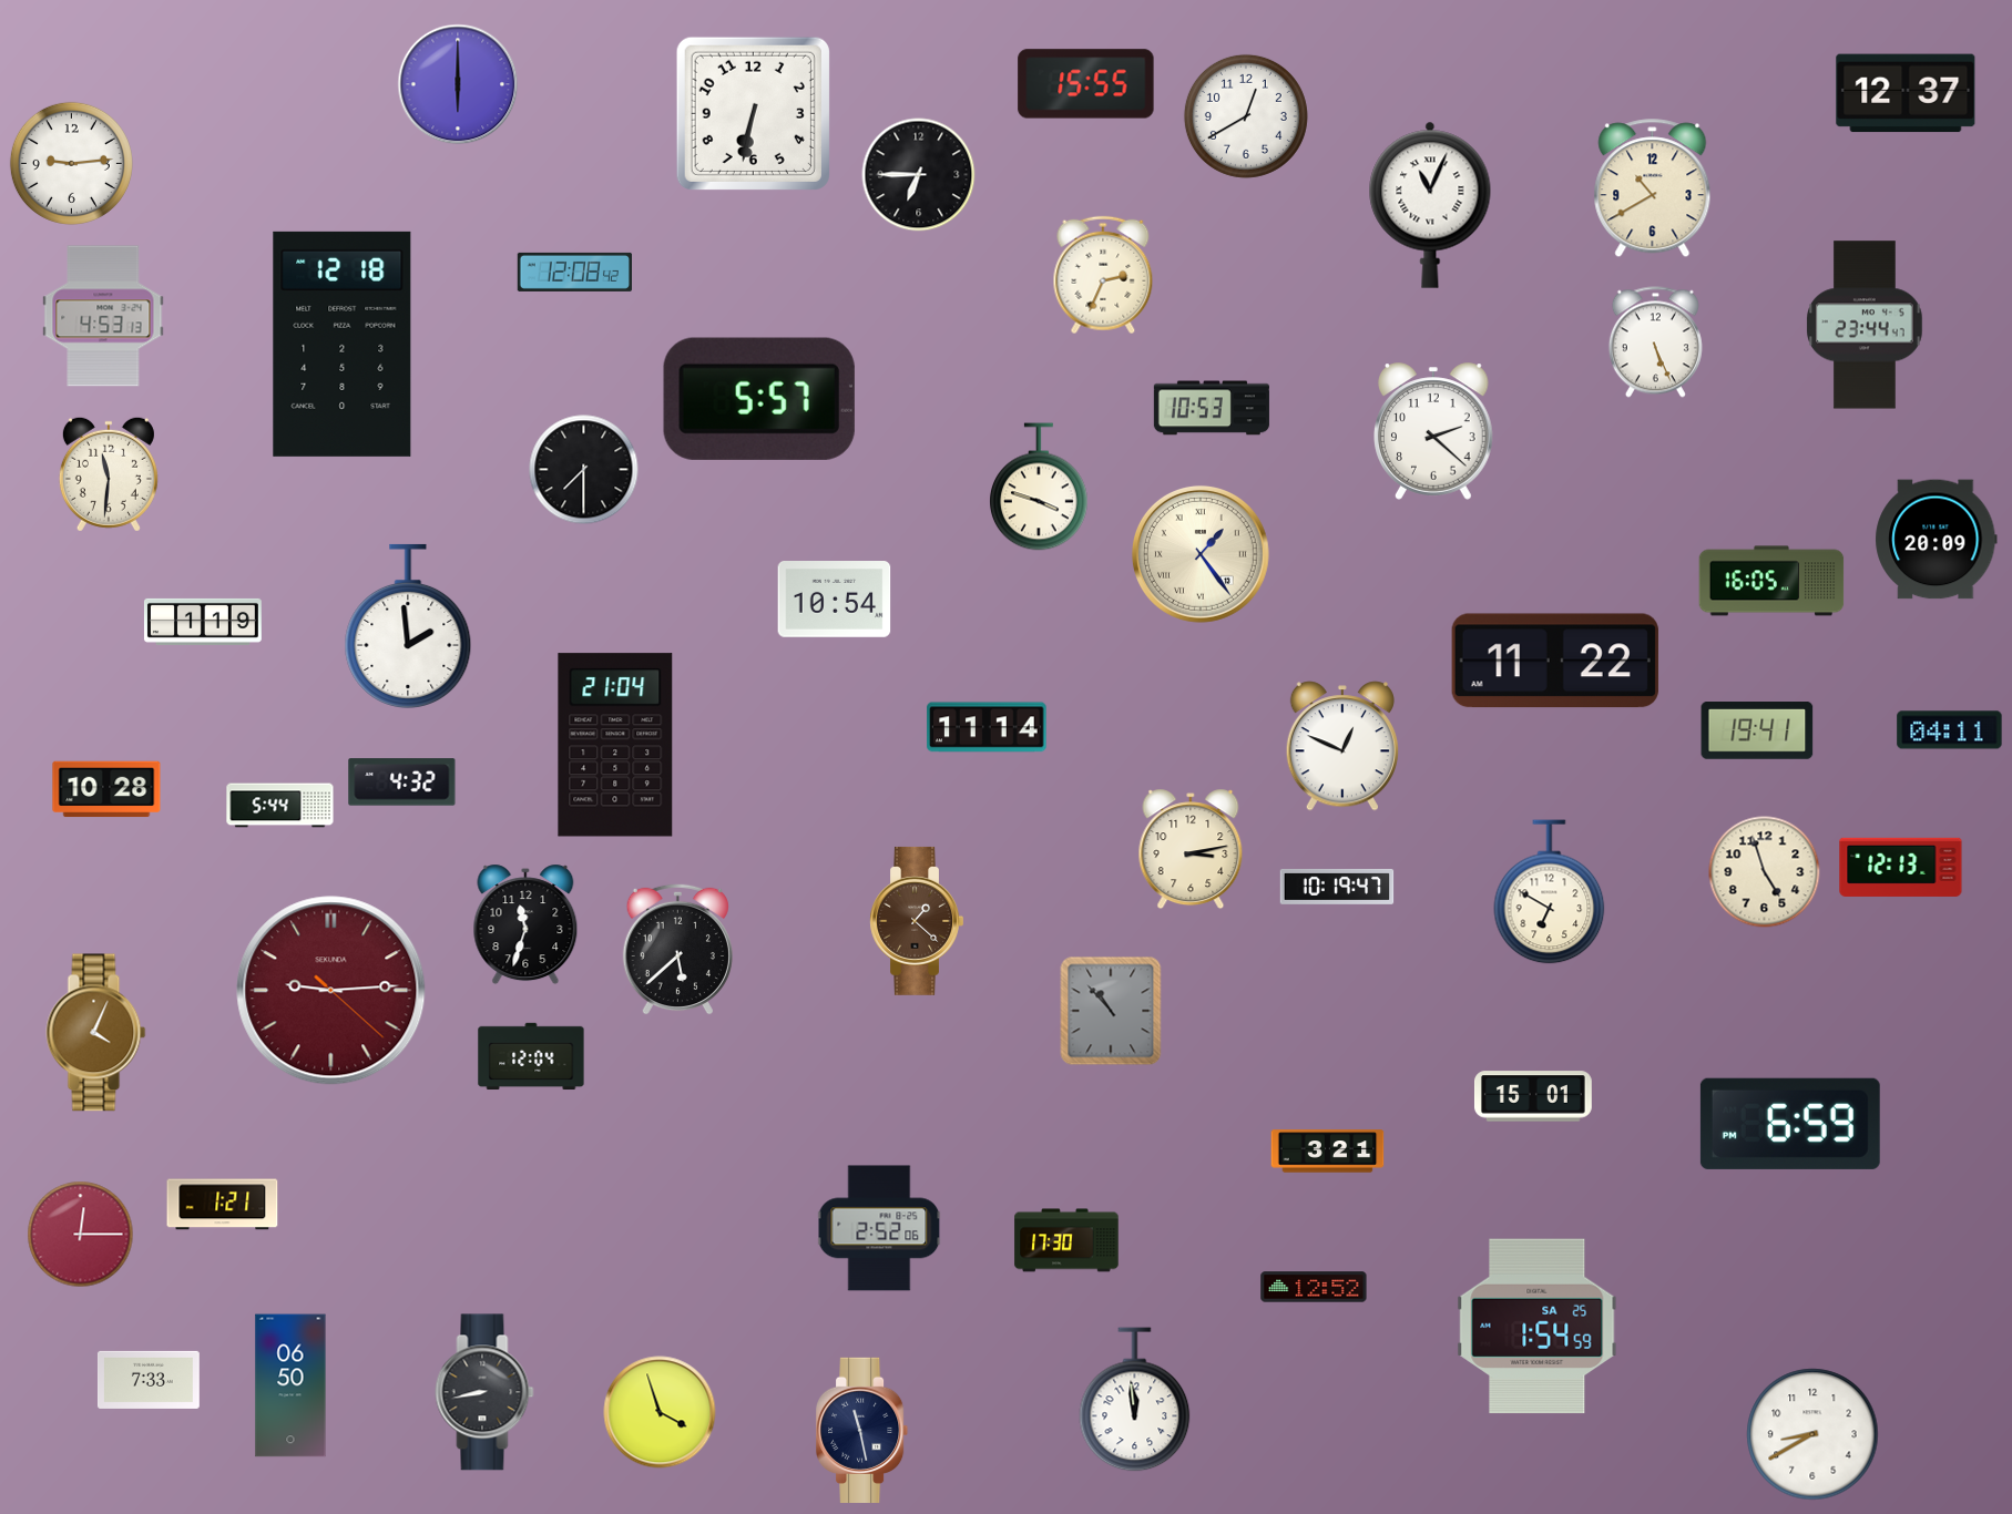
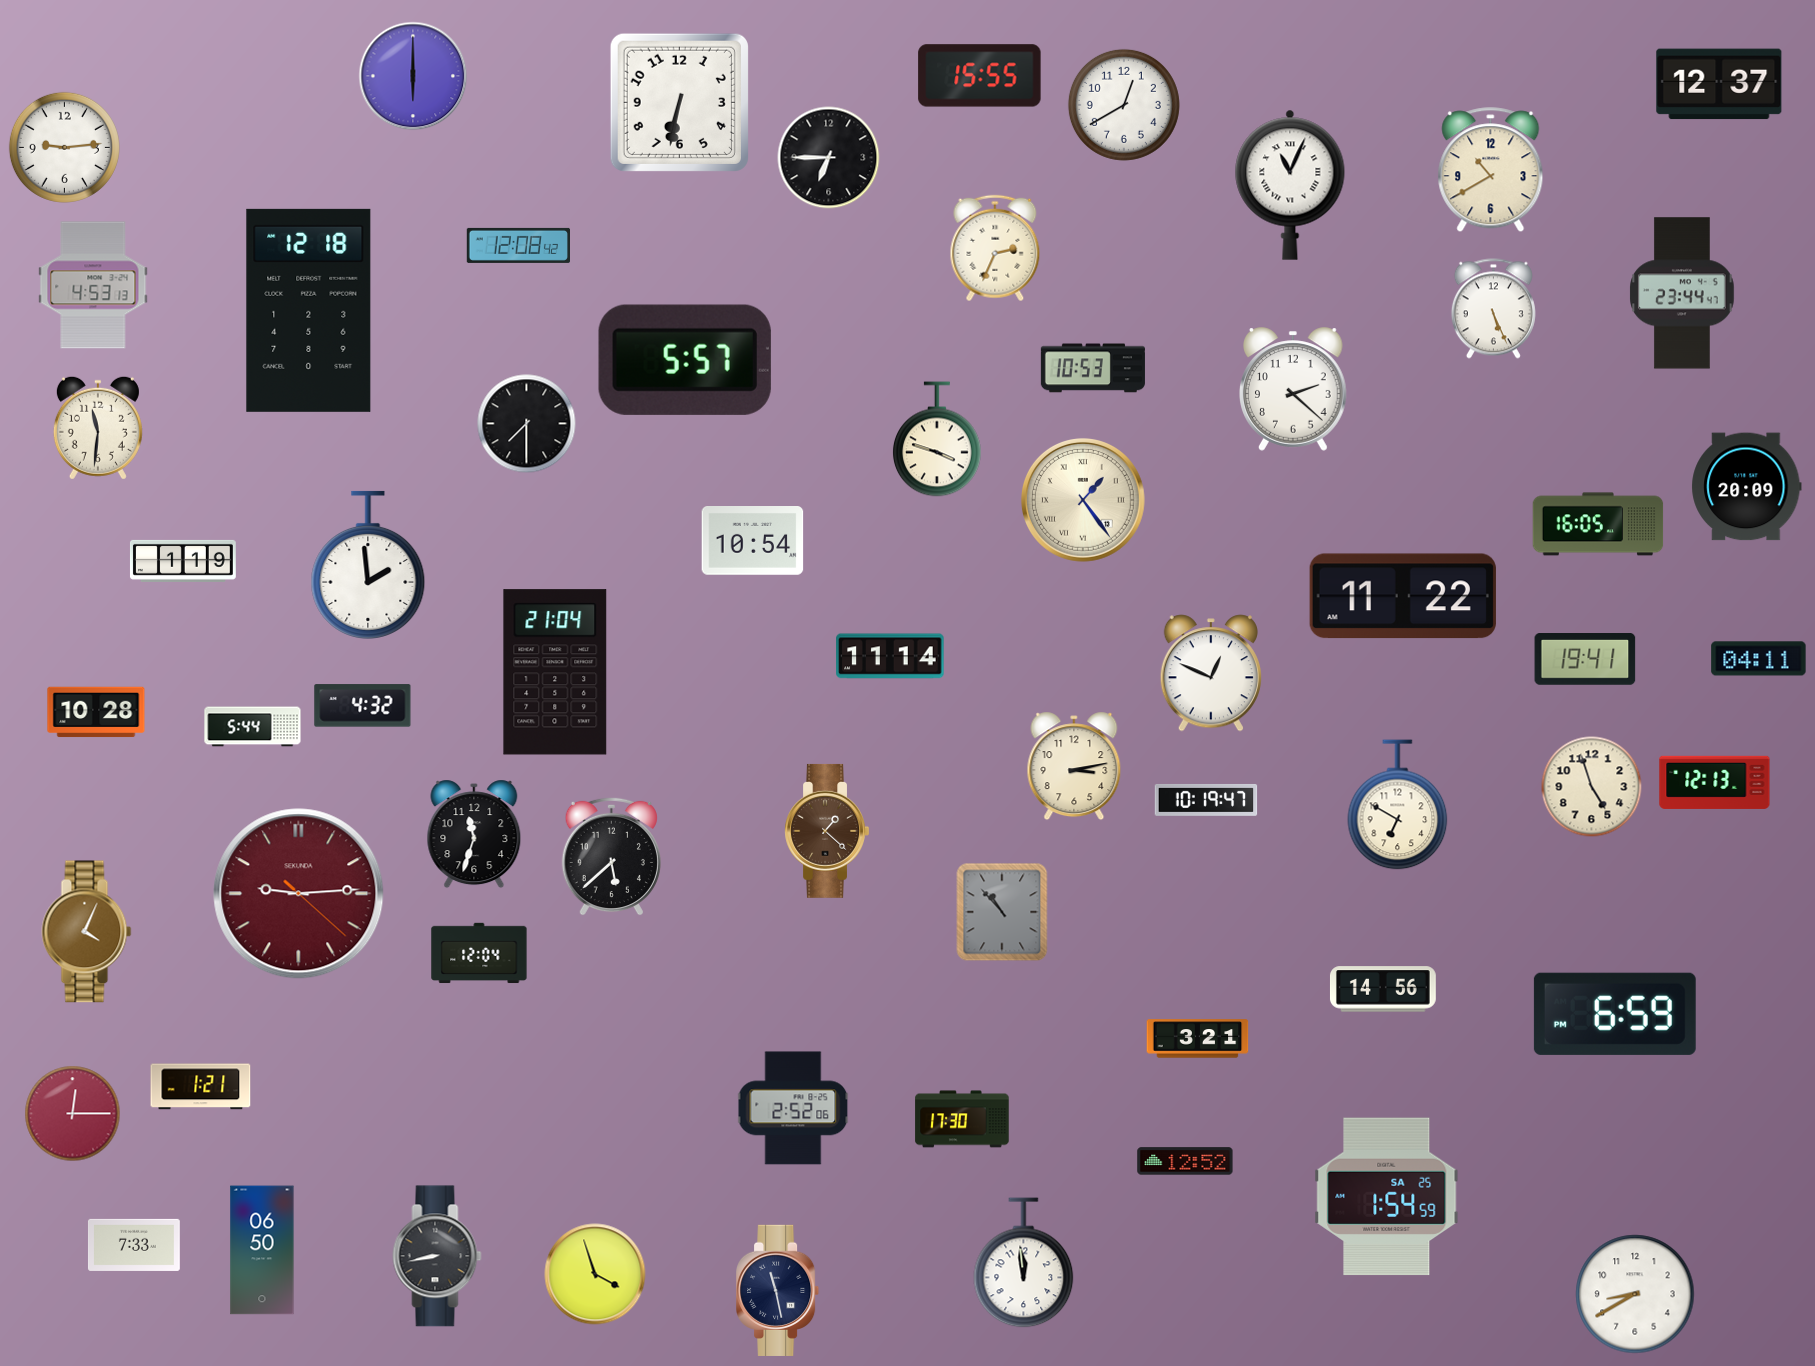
clock at (1533, 1096): 15:01 -> 14:56
